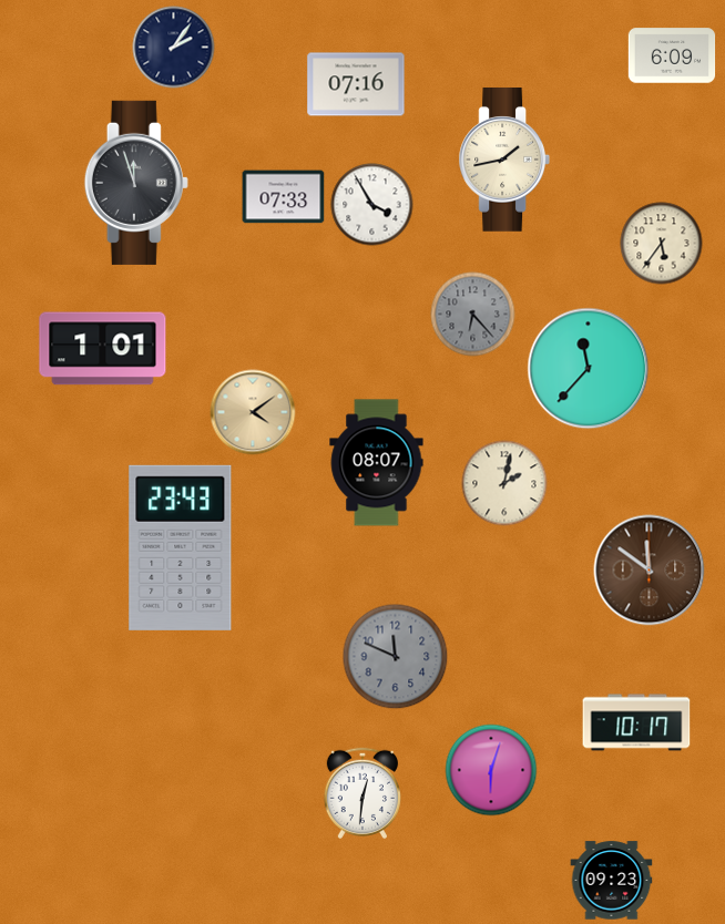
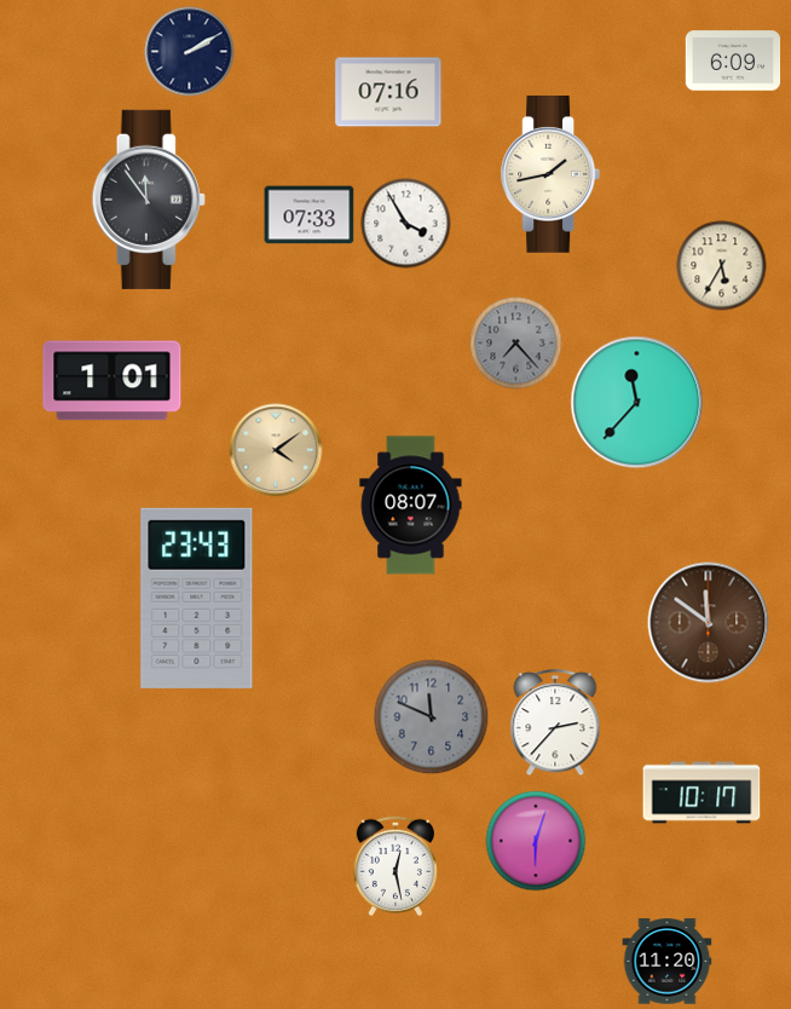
clock at (174, 48): 2:06 -> 2:10
clock at (136, 183): 11:57 -> 11:54
clock at (662, 244): 5:36 -> 5:35
clock at (473, 315): 6:23 -> 7:23
clock at (589, 369) position: (589, 369) -> (637, 403)
clock at (504, 483): 2:02 -> none
clock at (555, 723): none -> 2:37
clock at (636, 722) position: (636, 722) -> (701, 792)
clock at (361, 793): 12:31 -> 12:28
clock at (612, 881): 09:23 -> 11:20
